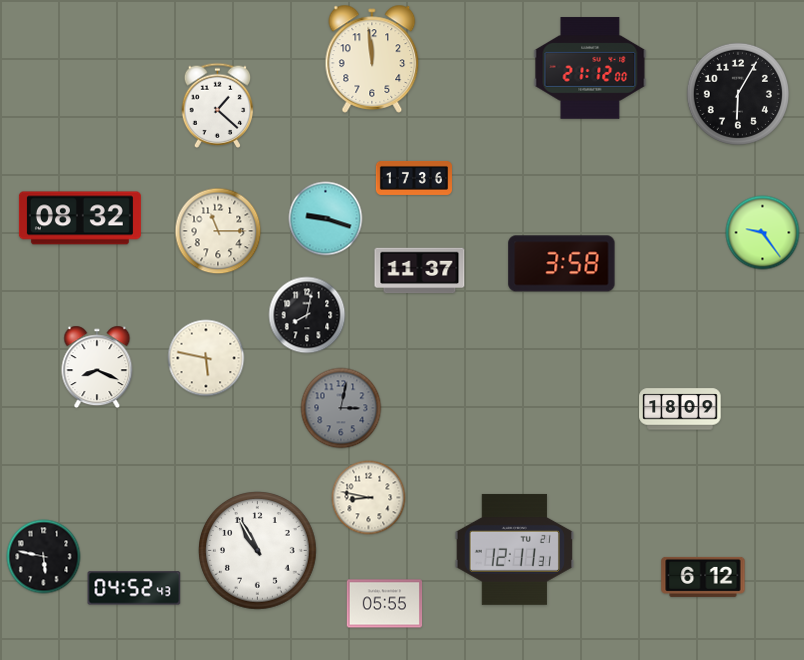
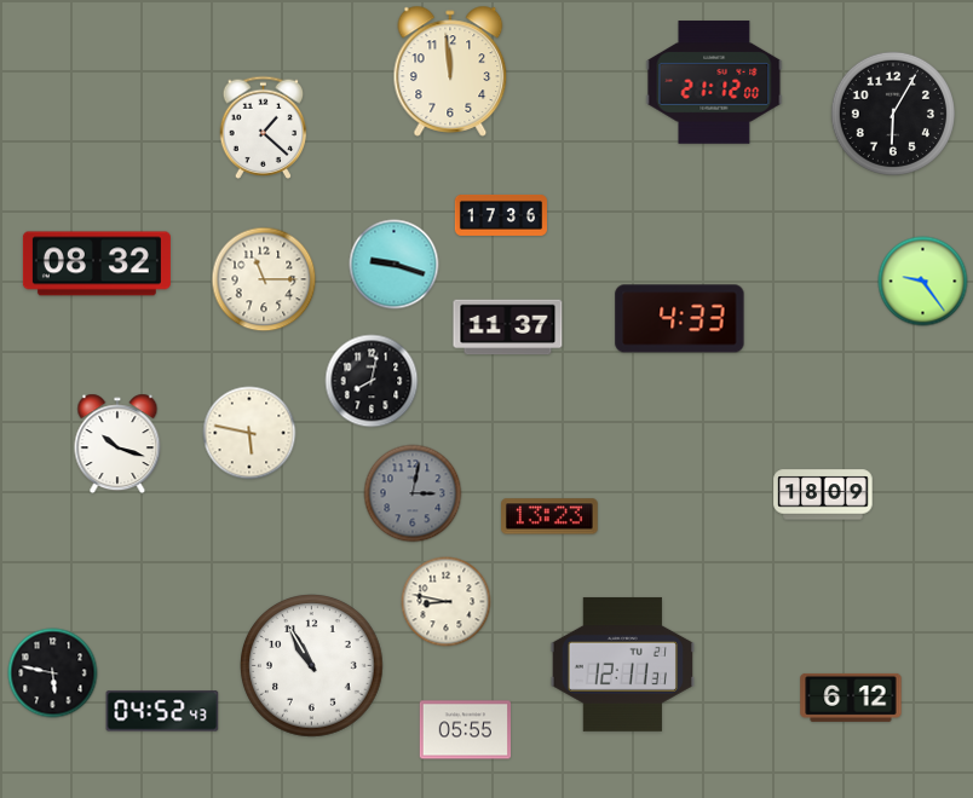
clock at (562, 264): 3:58 -> 4:33
clock at (97, 367): 8:19 -> 10:18
clock at (551, 516): none -> 13:23
